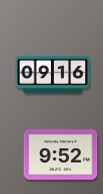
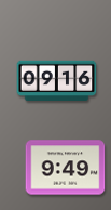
clock at (61, 155): 9:52 -> 9:49
